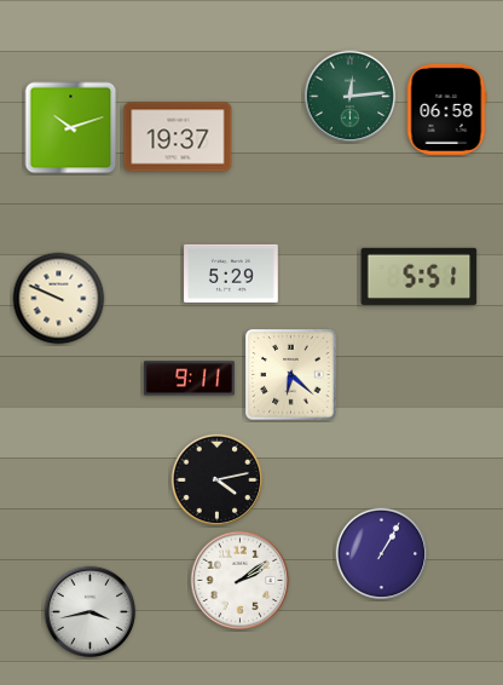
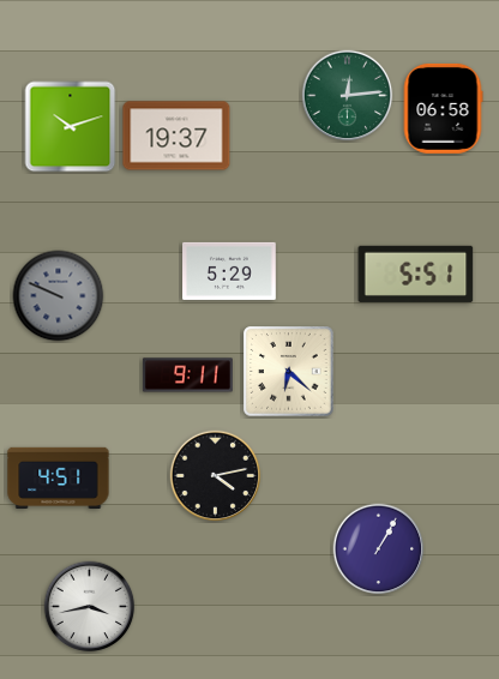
clock at (59, 299) dial: cream -> grey
clock at (59, 477): none -> 4:51
clock at (241, 581): 2:09 -> none
